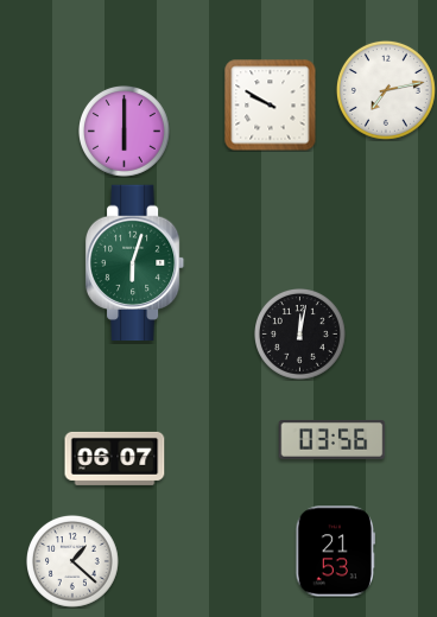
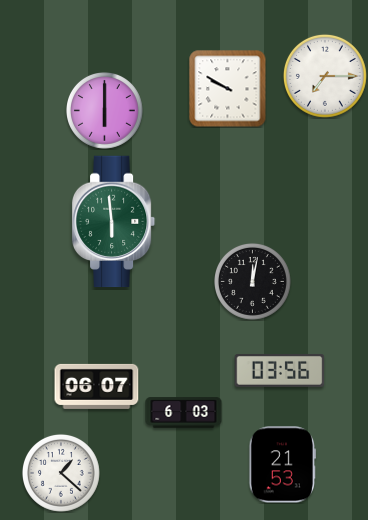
clock at (386, 90): 7:13 -> 7:15
clock at (135, 263): 6:03 -> 5:59
clock at (184, 413): none -> 6:03
